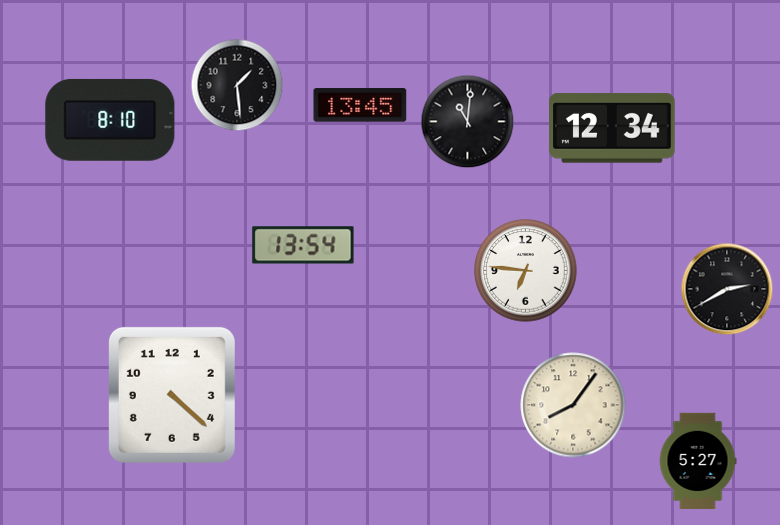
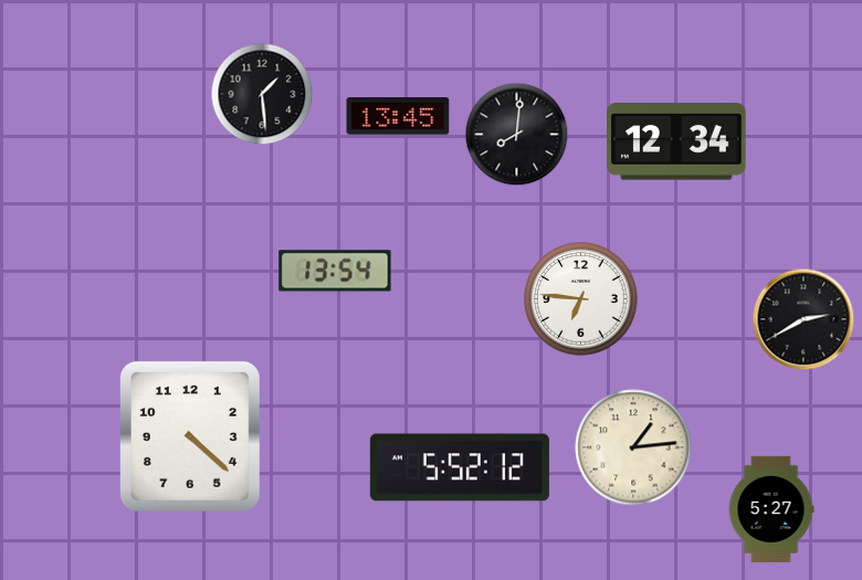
clock at (110, 120): 8:10 -> none
clock at (468, 122): 11:01 -> 8:01
clock at (573, 405): 8:06 -> 1:14
clock at (460, 467): none -> 5:52
